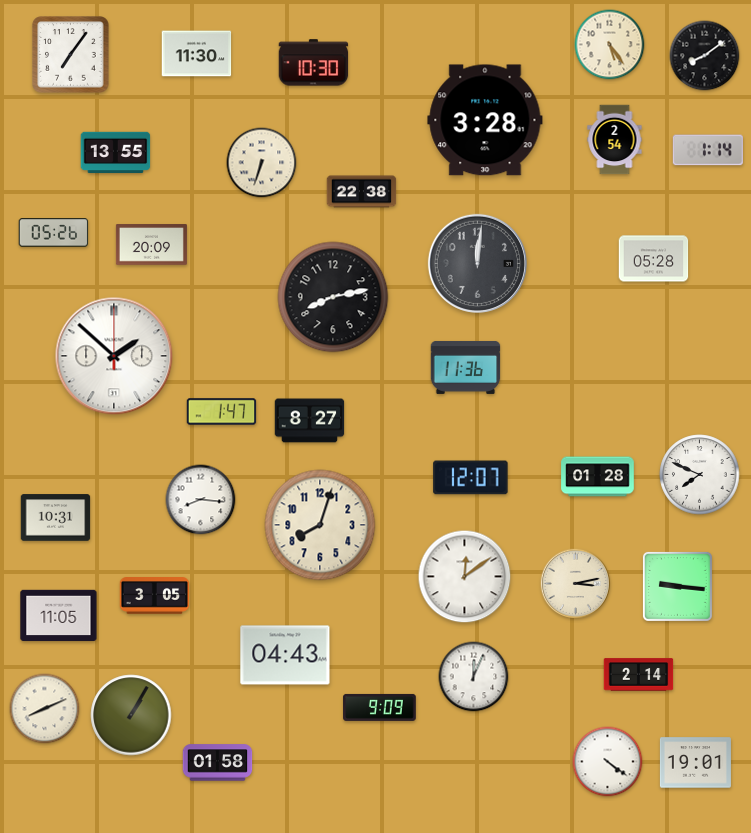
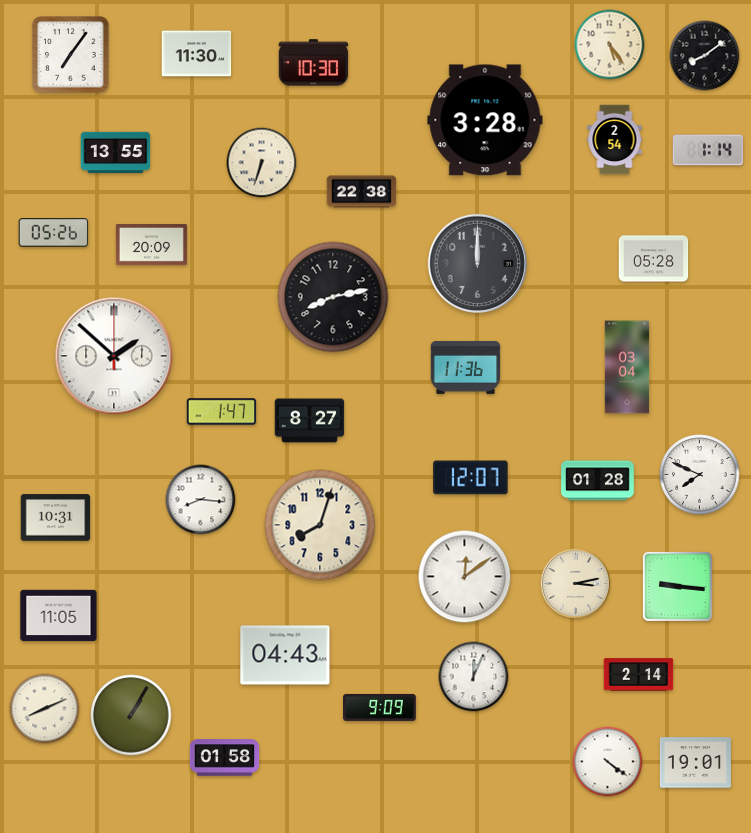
clock at (477, 263): 12:01 -> 12:00
clock at (627, 367): none -> 03:04
clock at (598, 477) position: (598, 477) -> (598, 481)
clock at (155, 596): 3:05 -> none
clock at (218, 763) position: (218, 763) -> (225, 758)
